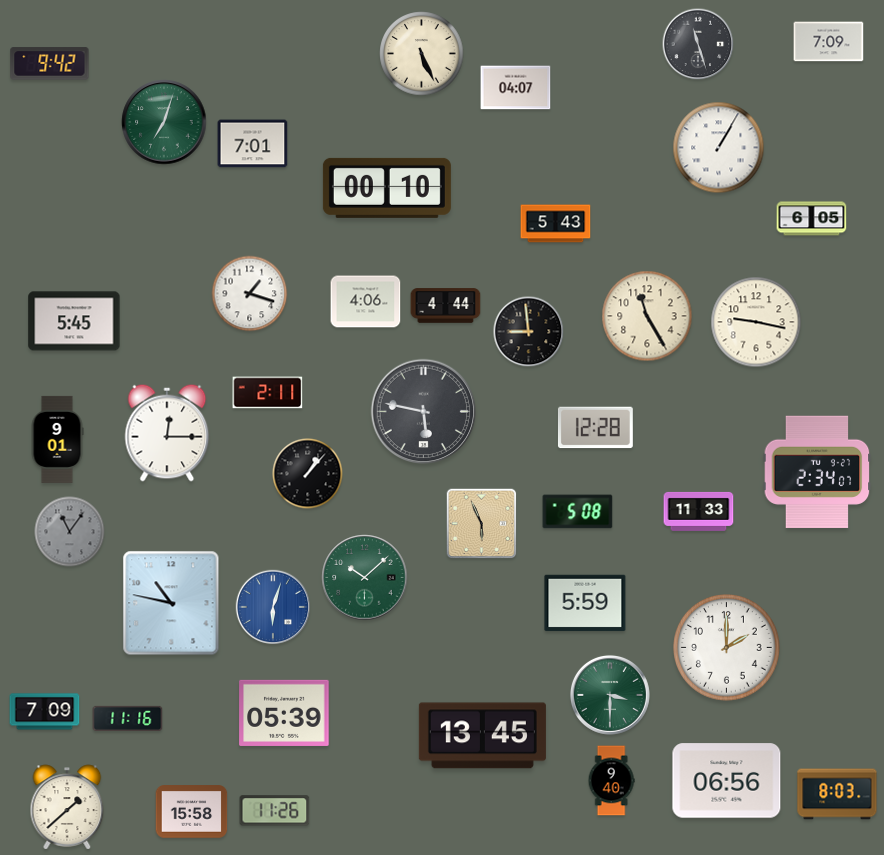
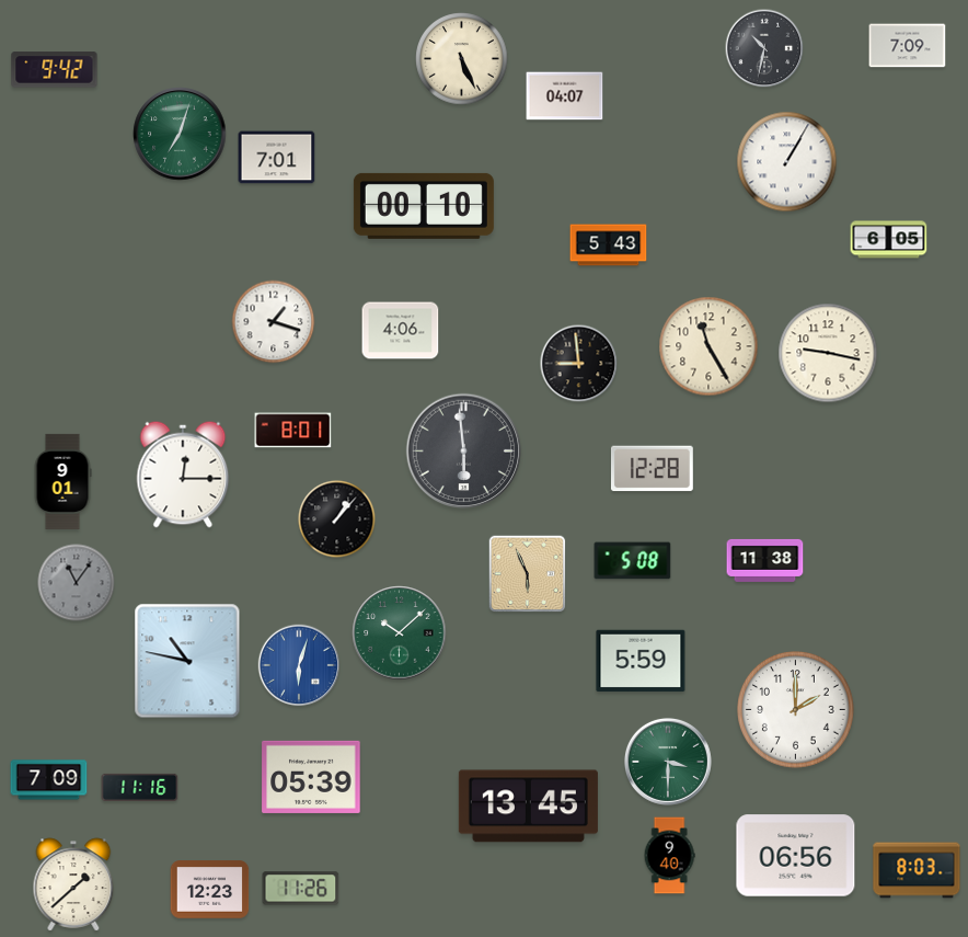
clock at (698, 44): 11:27 -> 10:32
clock at (446, 306): 4:44 -> none
clock at (74, 321): 5:45 -> none
clock at (268, 393): 2:11 -> 8:01
clock at (424, 412): 5:47 -> 5:59
clock at (817, 471): 2:34 -> none
clock at (699, 511): 11:33 -> 11:38
clock at (284, 713) position: (284, 713) -> (311, 777)
clock at (192, 812): 15:58 -> 12:23
